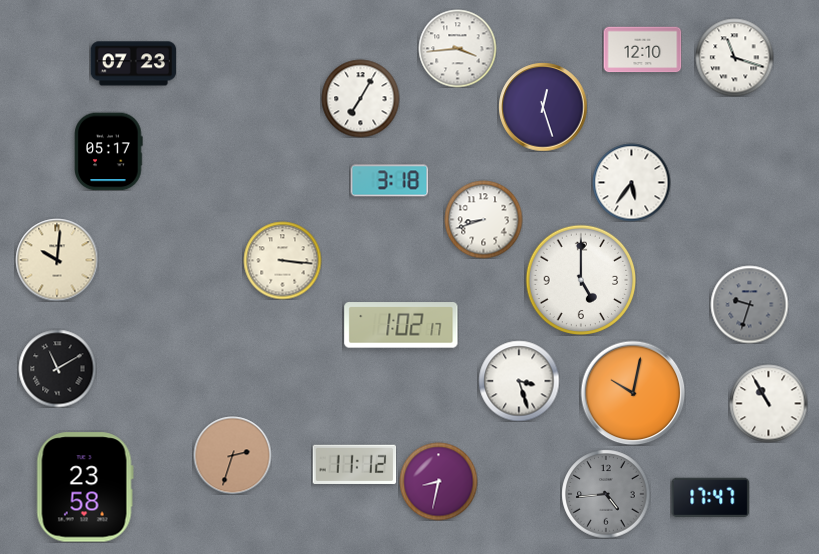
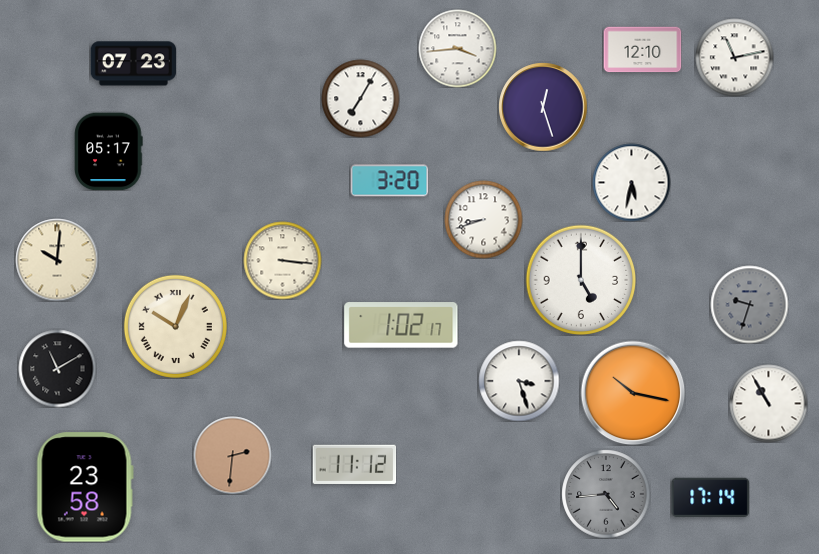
clock at (734, 57): 11:18 -> 11:13
clock at (389, 181): 3:18 -> 3:20
clock at (631, 182): 5:36 -> 5:32
clock at (175, 326): none -> 10:04
clock at (633, 393): 10:02 -> 10:17
clock at (232, 455): 2:33 -> 2:31
clock at (438, 481): 8:32 -> none
clock at (710, 497): 17:47 -> 17:14
